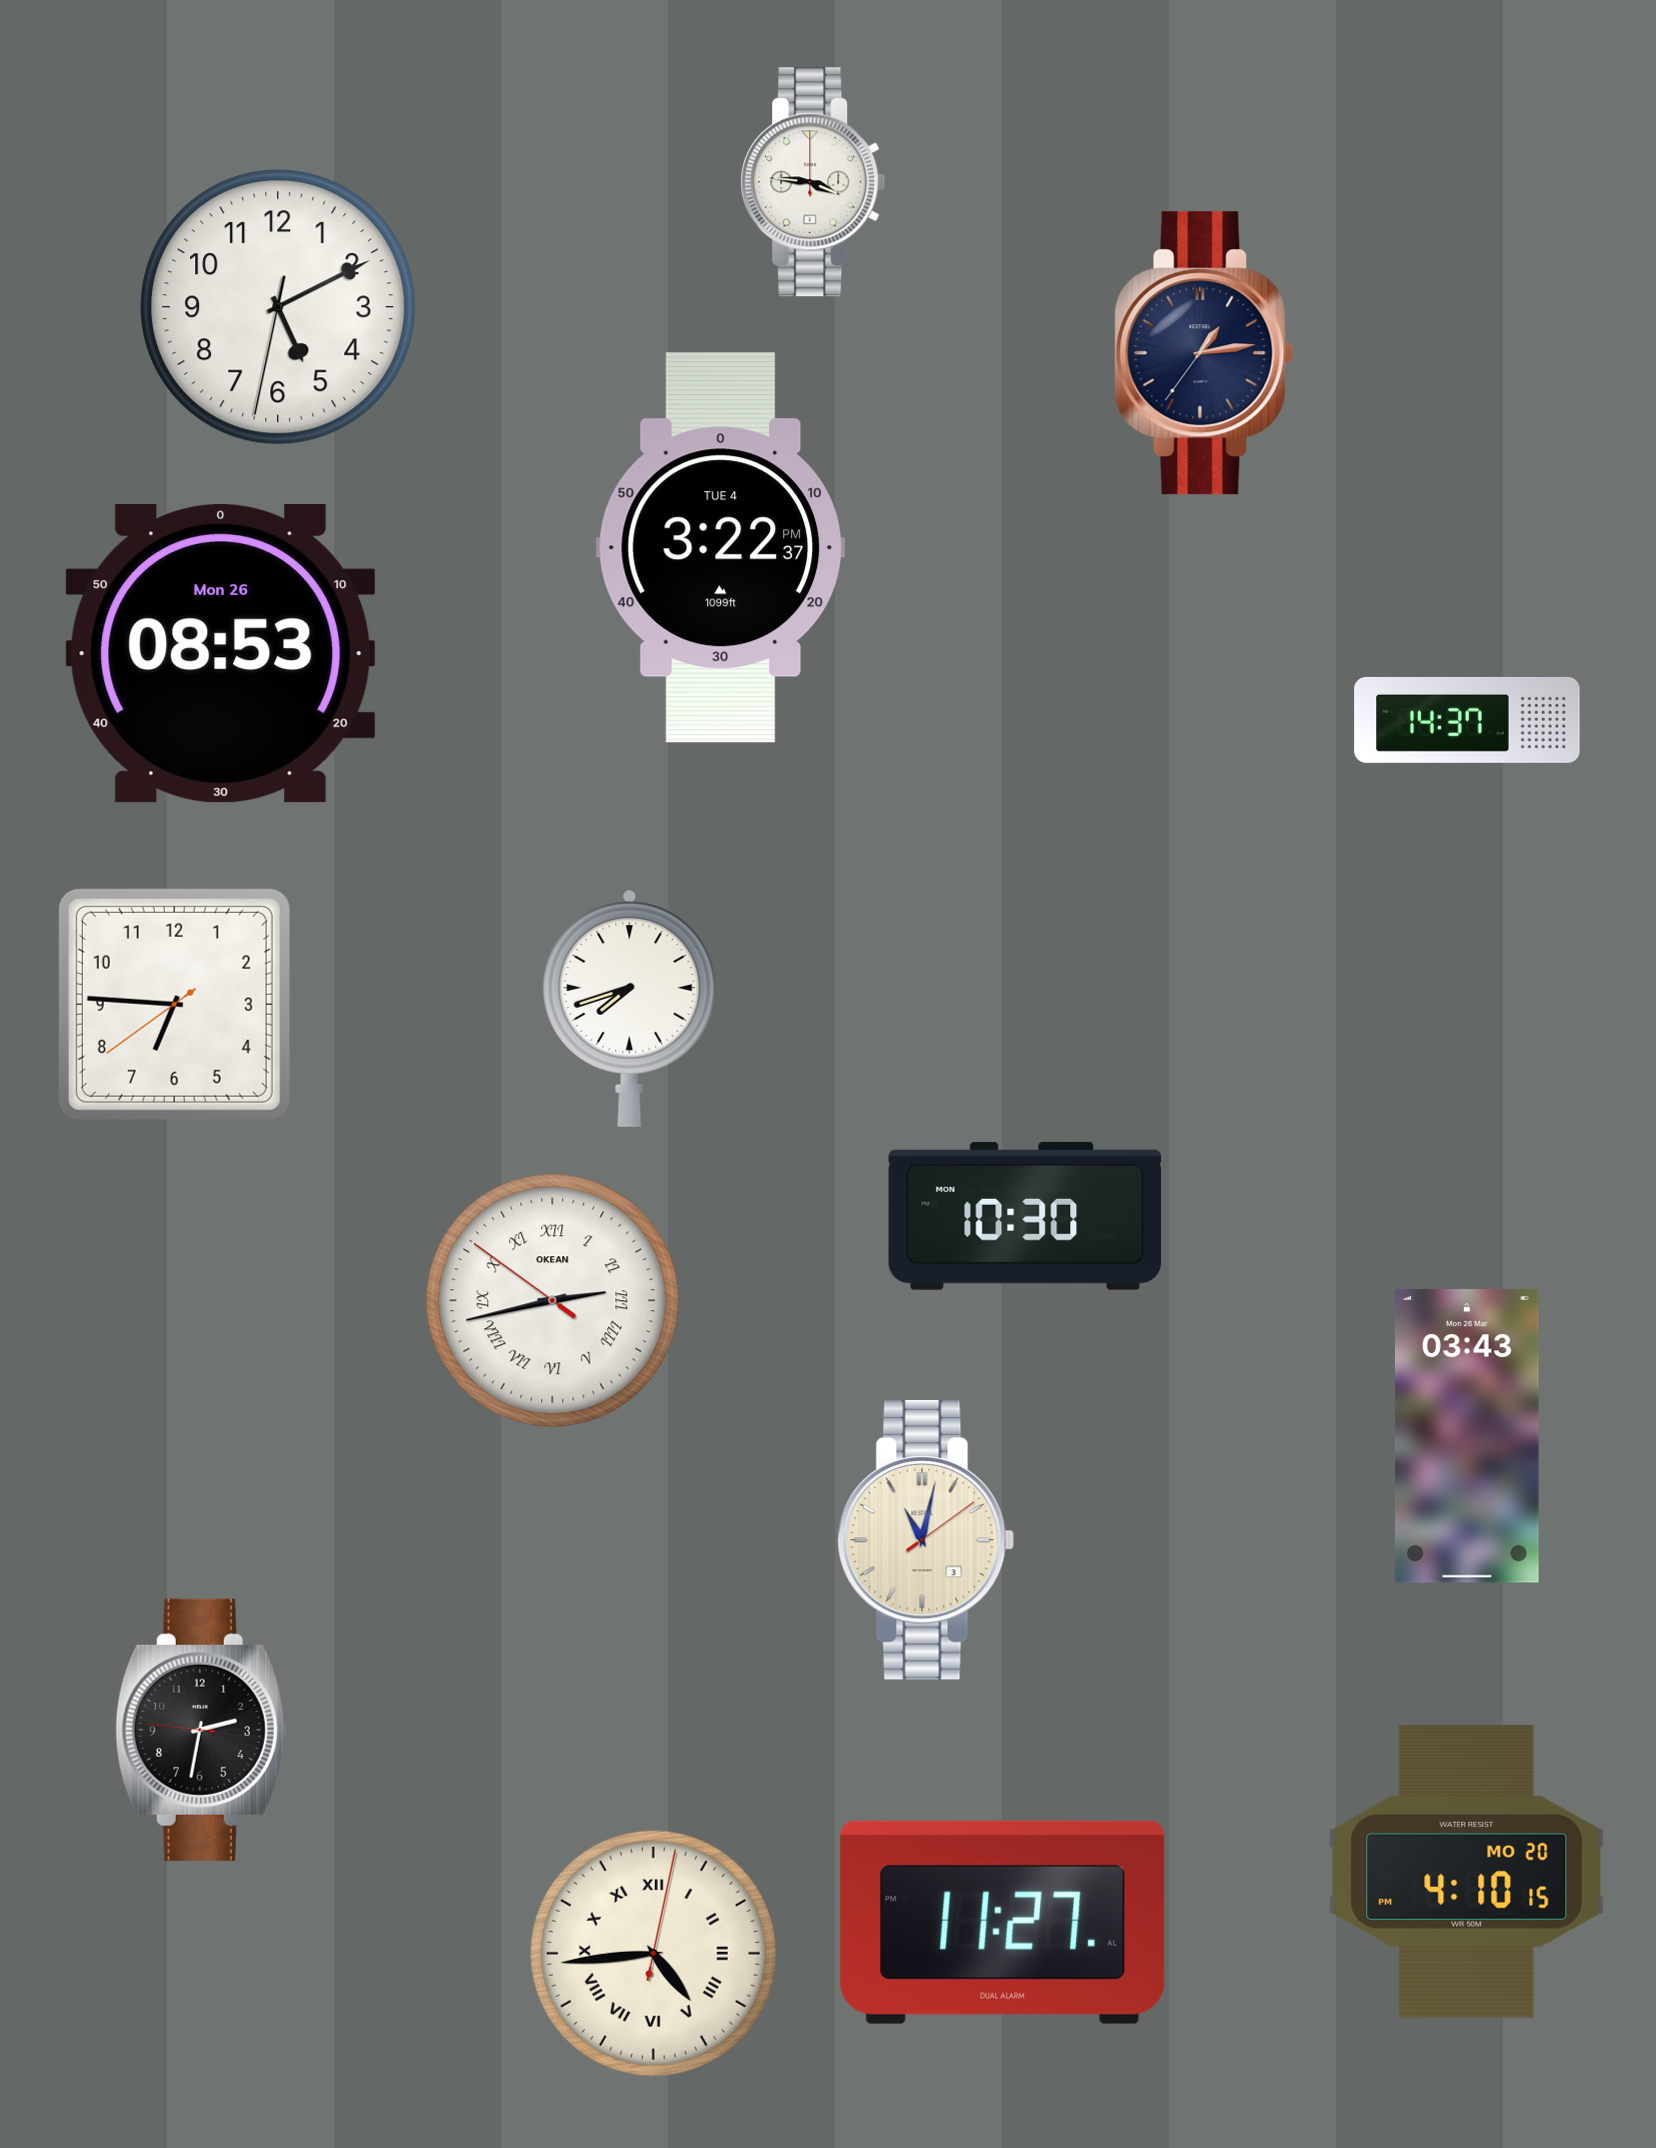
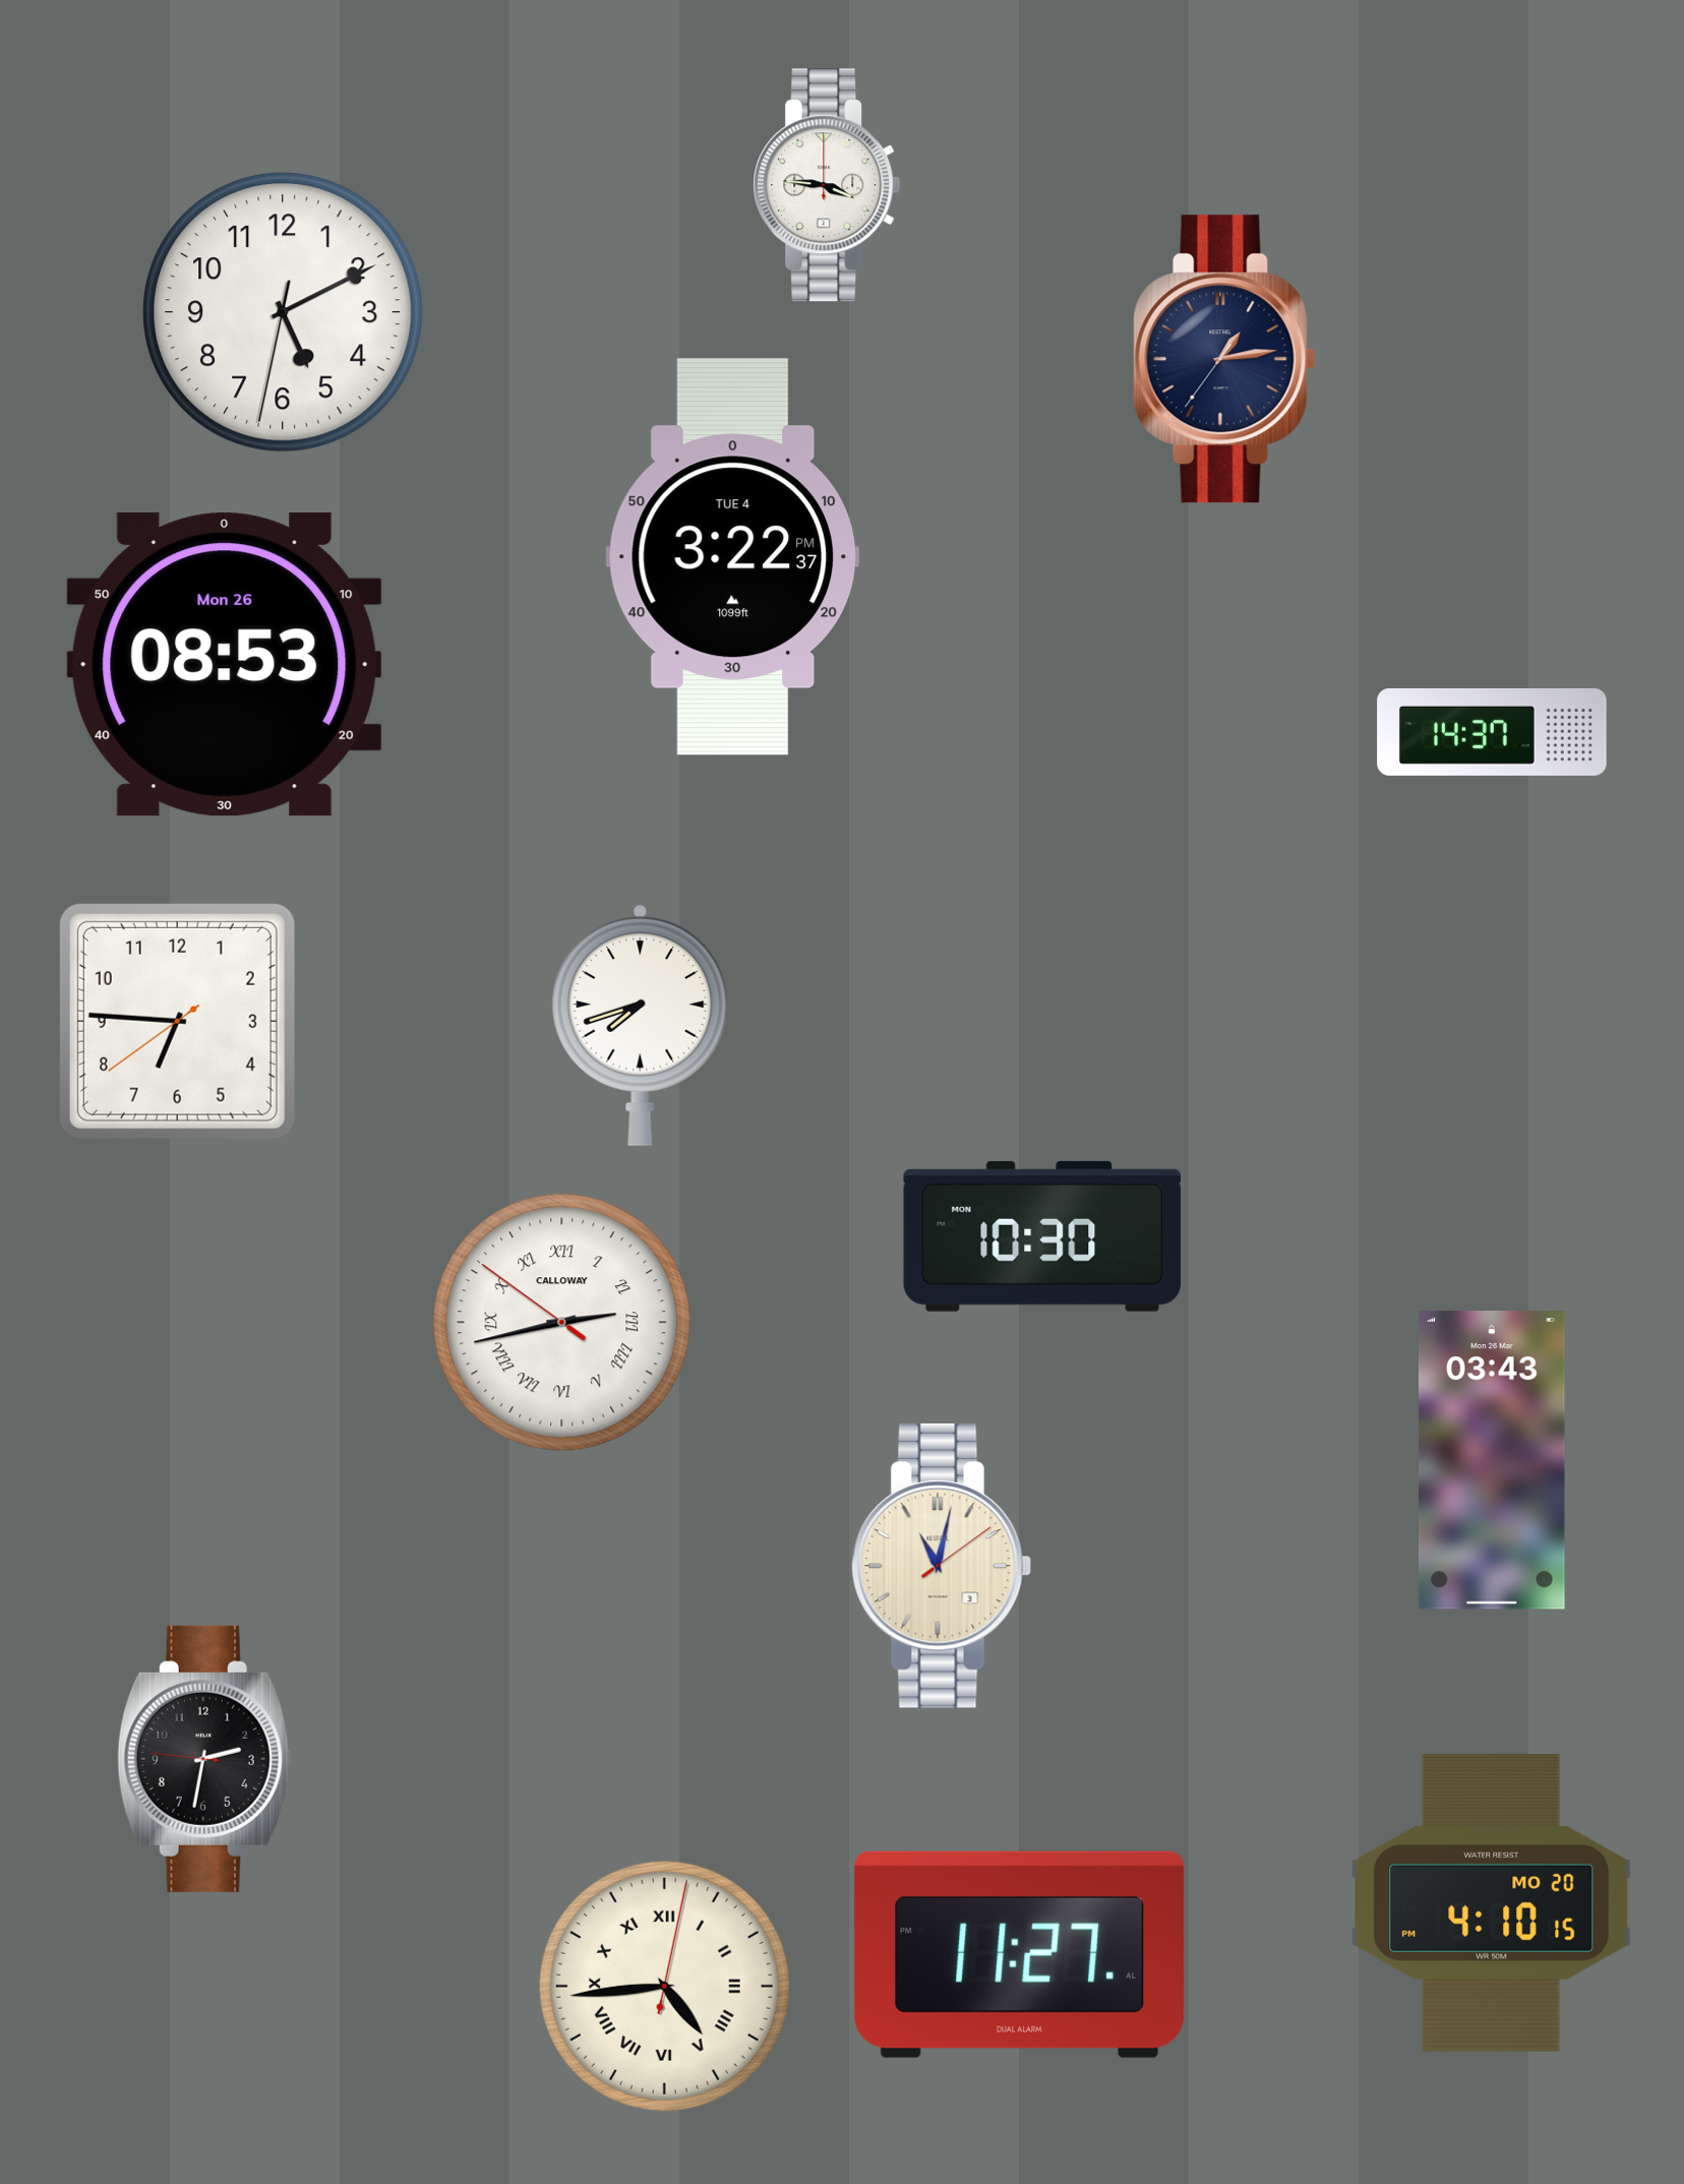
clock at (553, 1301) brand: OKEAN -> CALLOWAY
